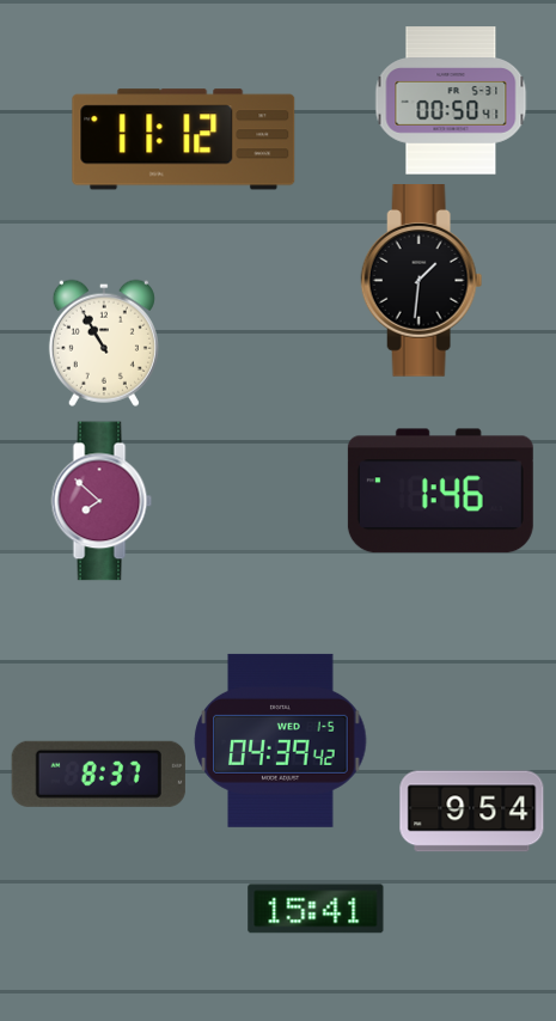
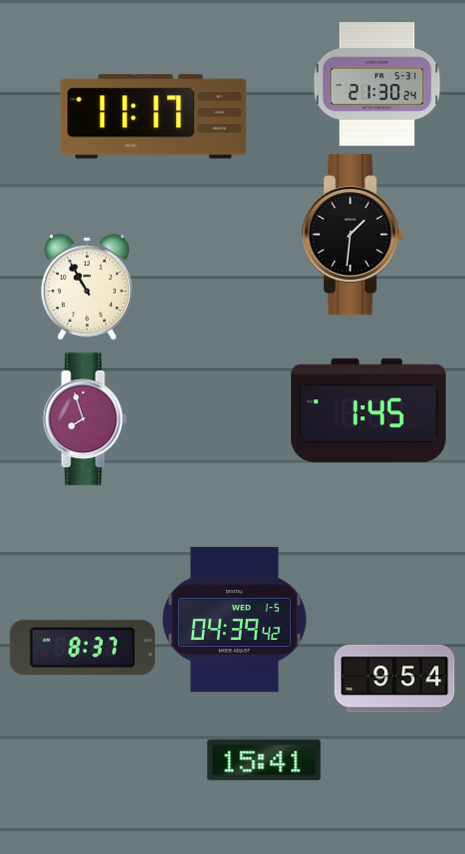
clock at (451, 100): 00:50 -> 21:30
clock at (184, 140): 11:12 -> 11:17
clock at (440, 491): 1:46 -> 1:45
clock at (102, 501): 7:52 -> 7:57
